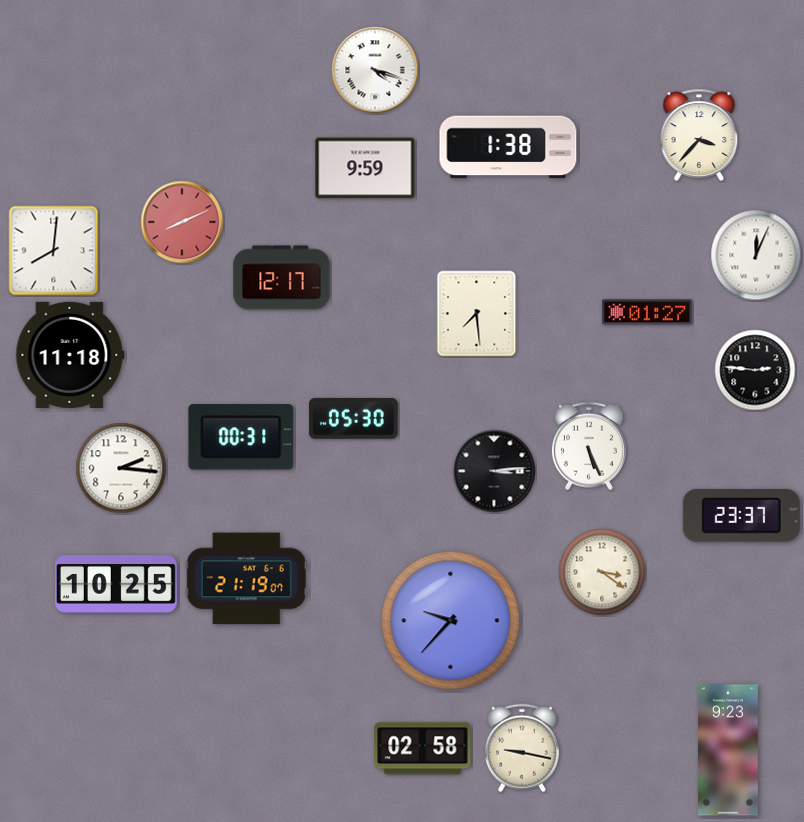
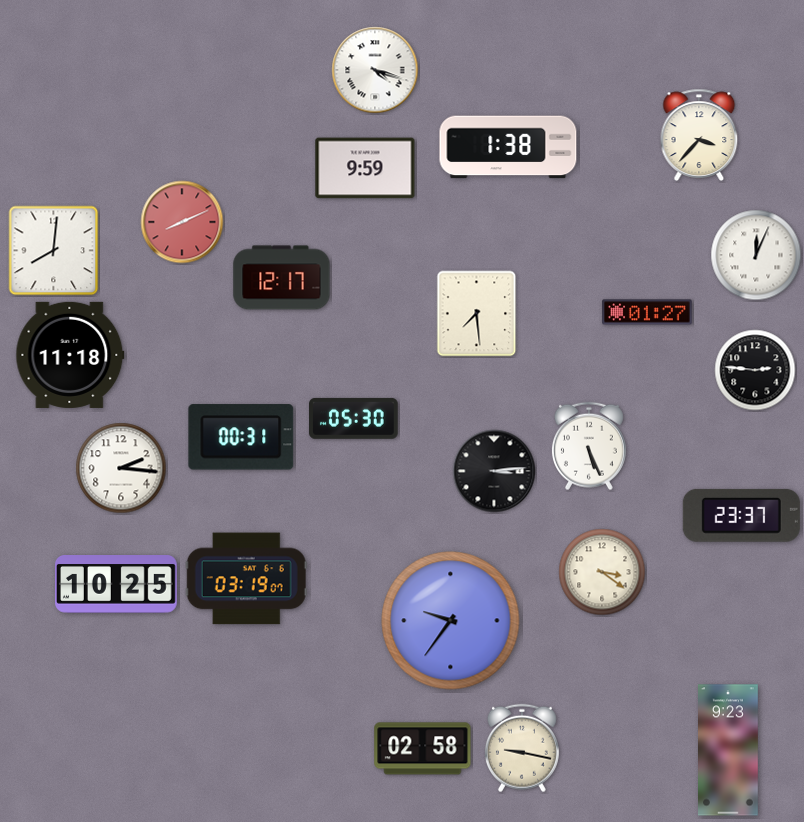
clock at (246, 579): 21:19 -> 03:19
clock at (451, 621): 9:37 -> 9:36
